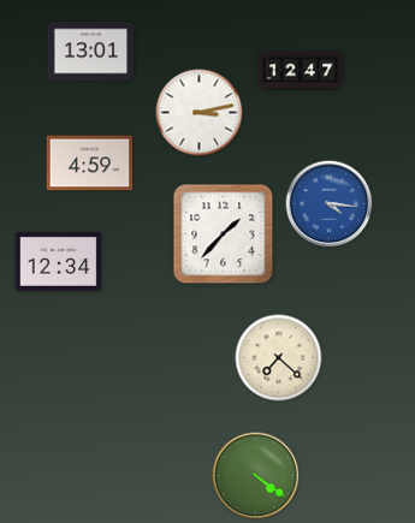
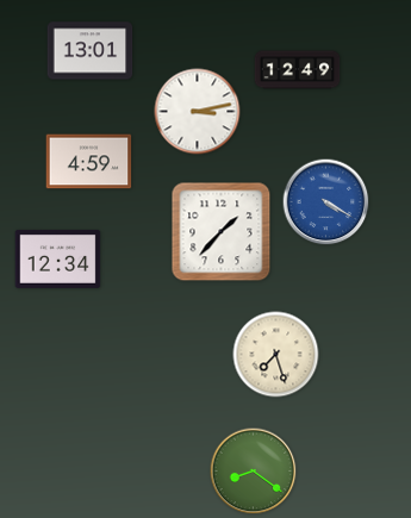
clock at (301, 71): 12:47 -> 12:49
clock at (330, 204): 4:16 -> 4:20
clock at (279, 358): 7:22 -> 7:27
clock at (256, 476): 4:21 -> 8:21
